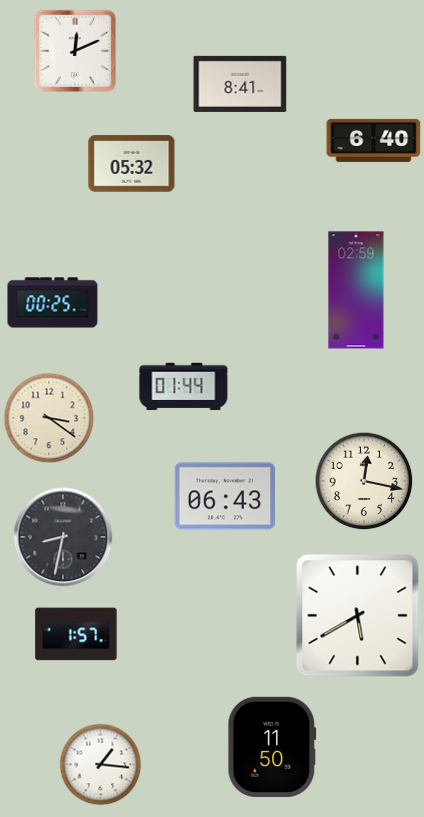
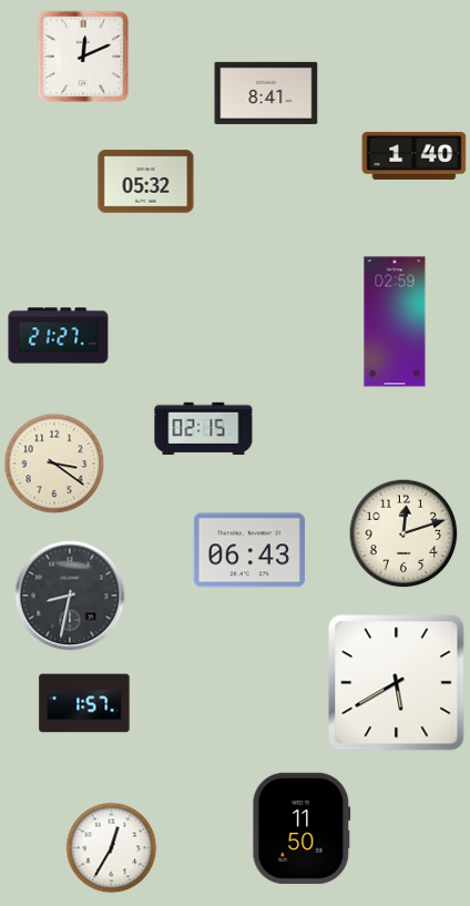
clock at (374, 140): 6:40 -> 1:40
clock at (53, 303): 00:25 -> 21:27
clock at (184, 387): 01:44 -> 02:15
clock at (364, 481): 12:17 -> 12:12
clock at (101, 765): 1:16 -> 12:35
